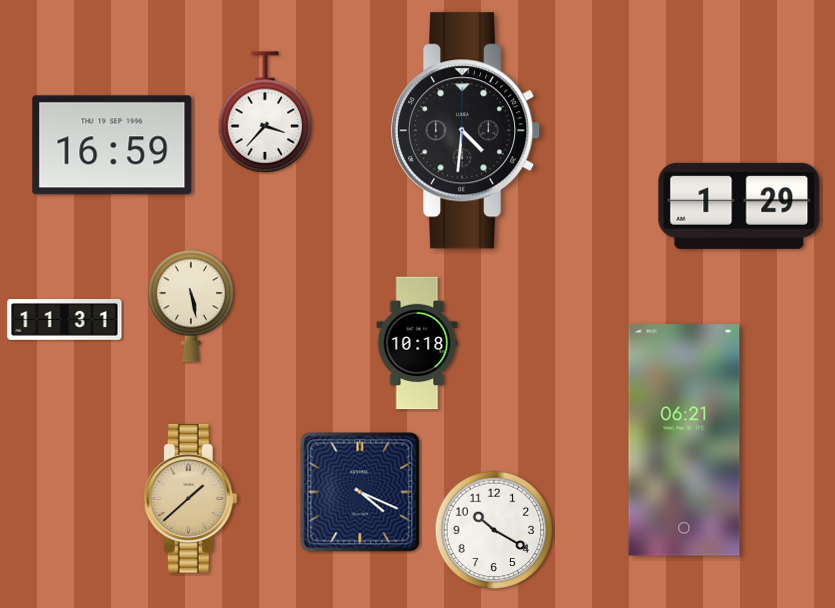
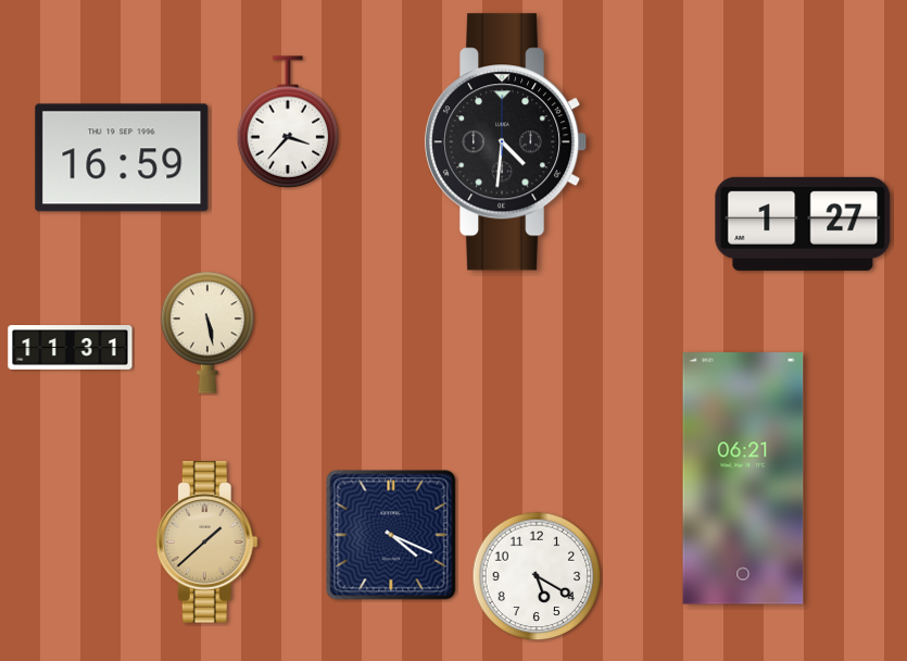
clock at (739, 206): 1:29 -> 1:27
clock at (417, 343): 10:18 -> none
clock at (494, 530): 10:20 -> 5:20
